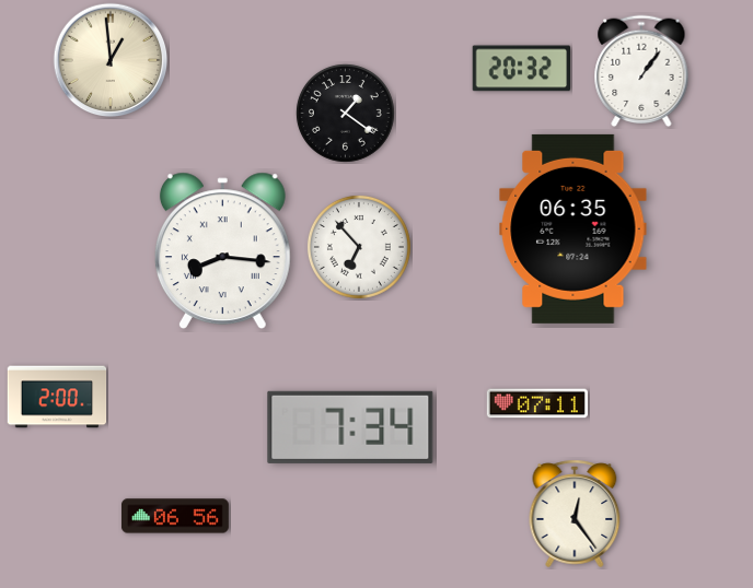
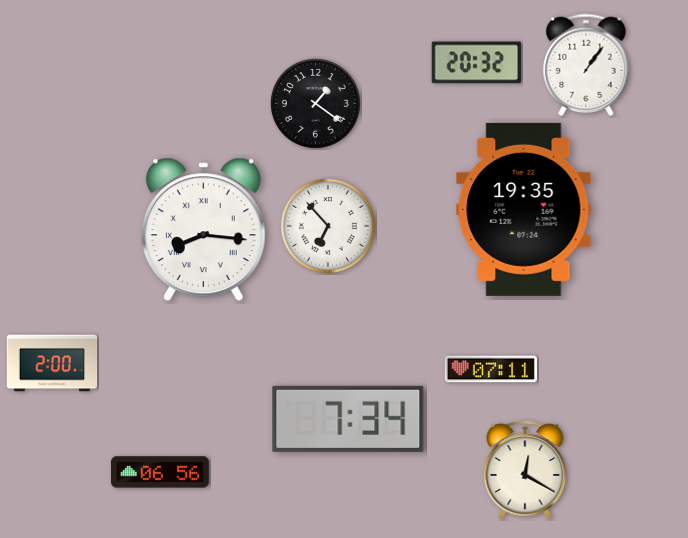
clock at (111, 60): 12:59 -> none
clock at (574, 228): 06:35 -> 19:35
clock at (350, 427) position: (350, 427) -> (348, 419)
clock at (575, 514): 12:24 -> 12:20
